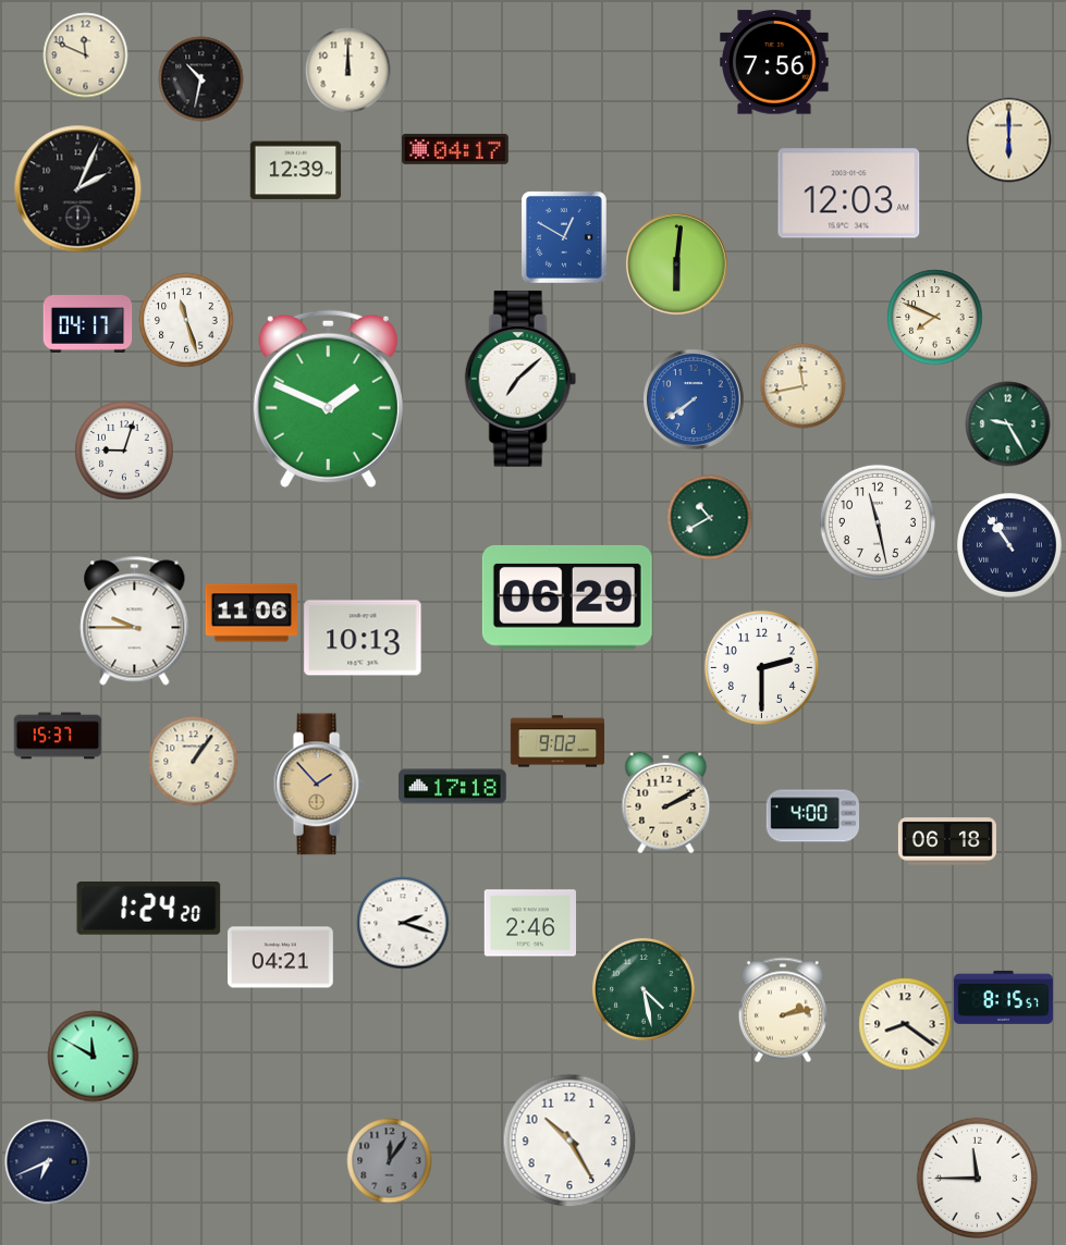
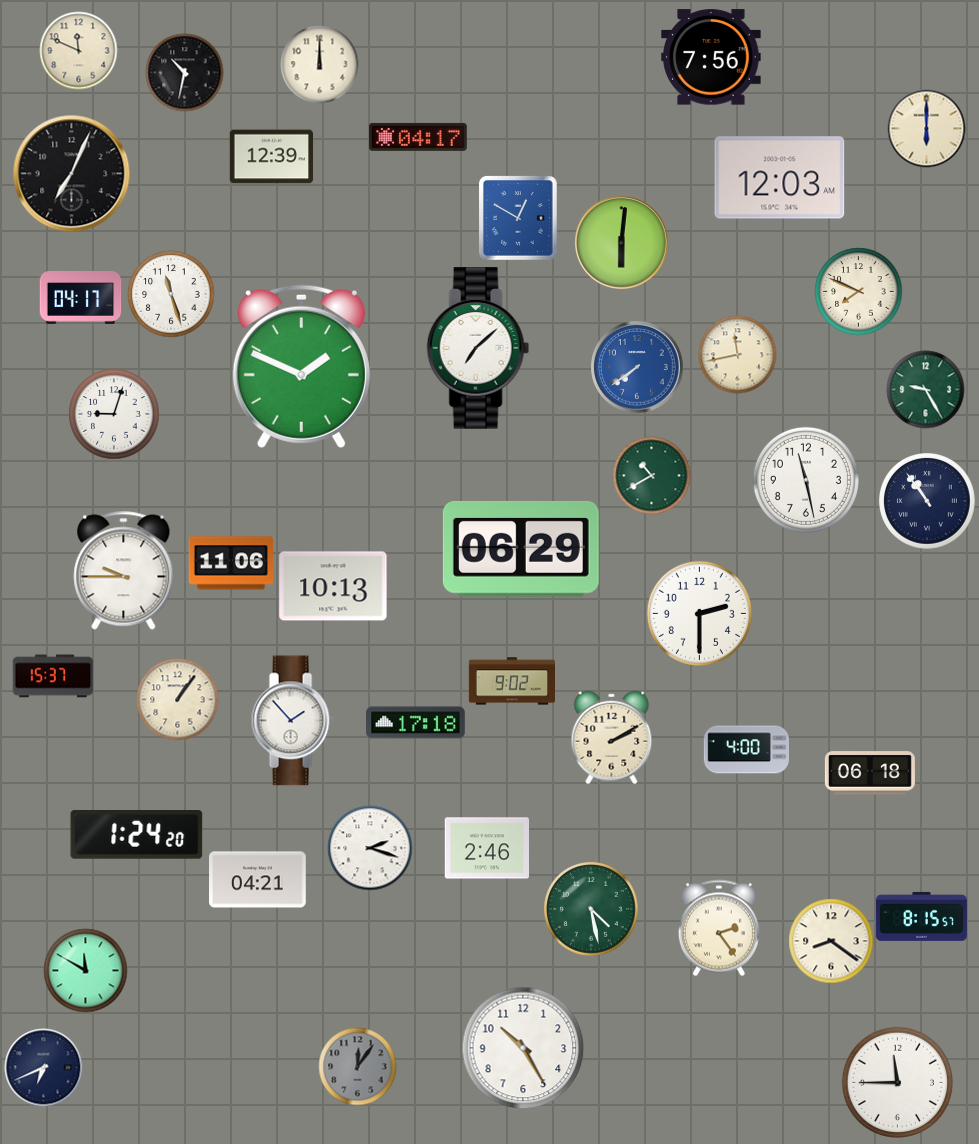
clock at (77, 188): 2:04 -> 7:04
clock at (318, 785) dial: champagne -> white
clock at (783, 1010): 2:13 -> 2:24
